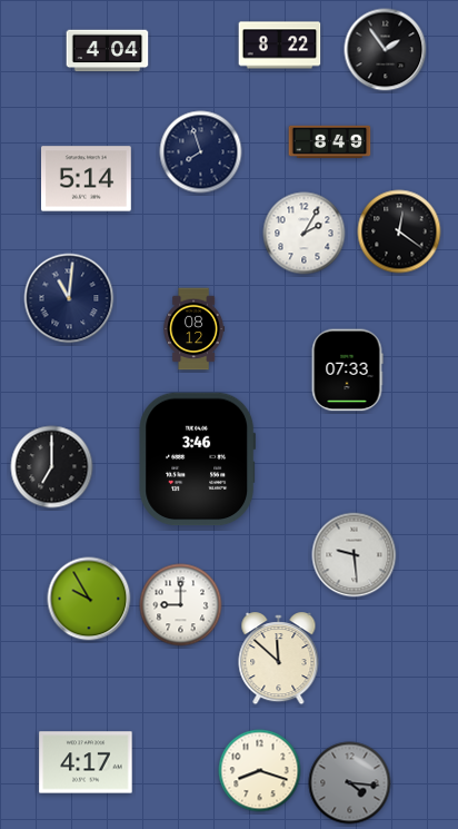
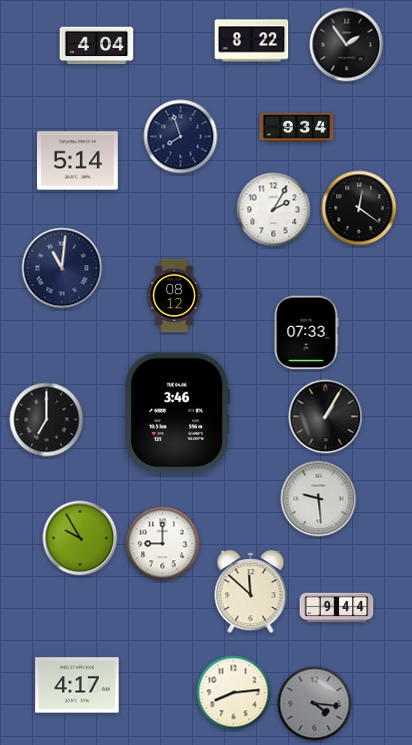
clock at (330, 142): 8:49 -> 9:34
clock at (347, 371) position: (347, 371) -> (306, 333)
clock at (326, 417): none -> 1:05
clock at (337, 608): none -> 9:44
clock at (260, 771): 8:18 -> 8:14
